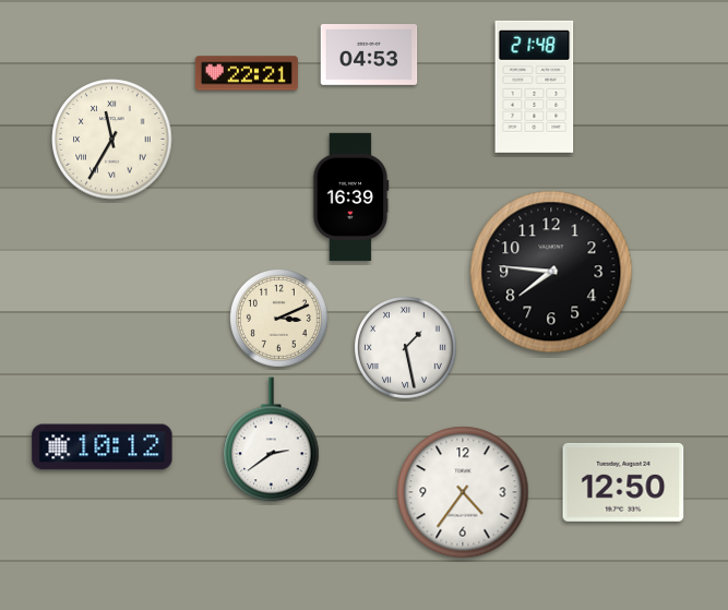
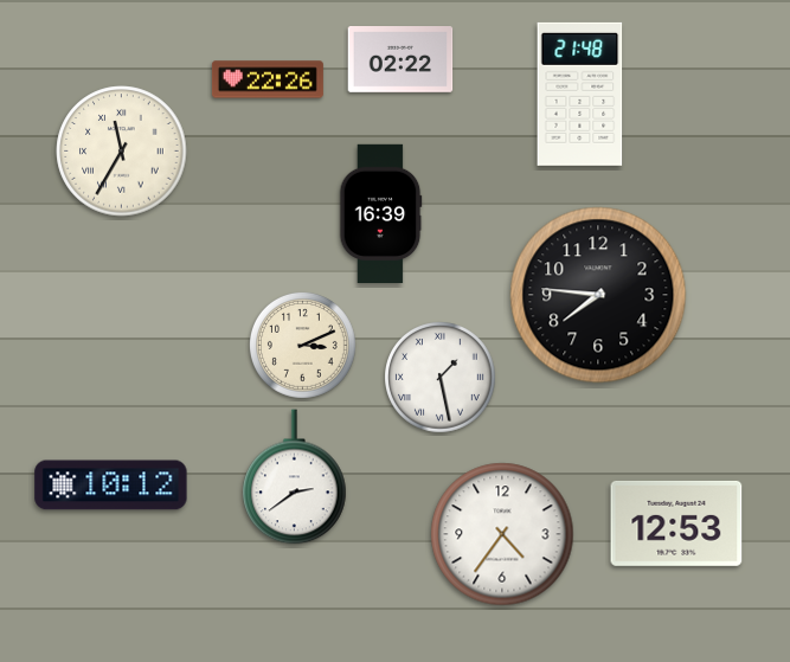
clock at (369, 56): 04:53 -> 02:22
clock at (247, 73): 22:21 -> 22:26
clock at (623, 482): 12:50 -> 12:53
